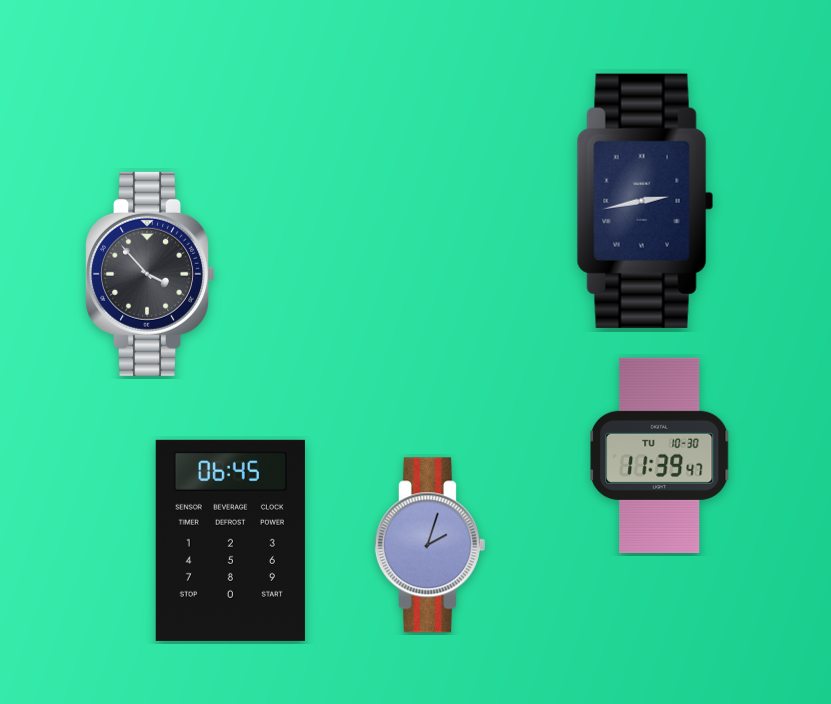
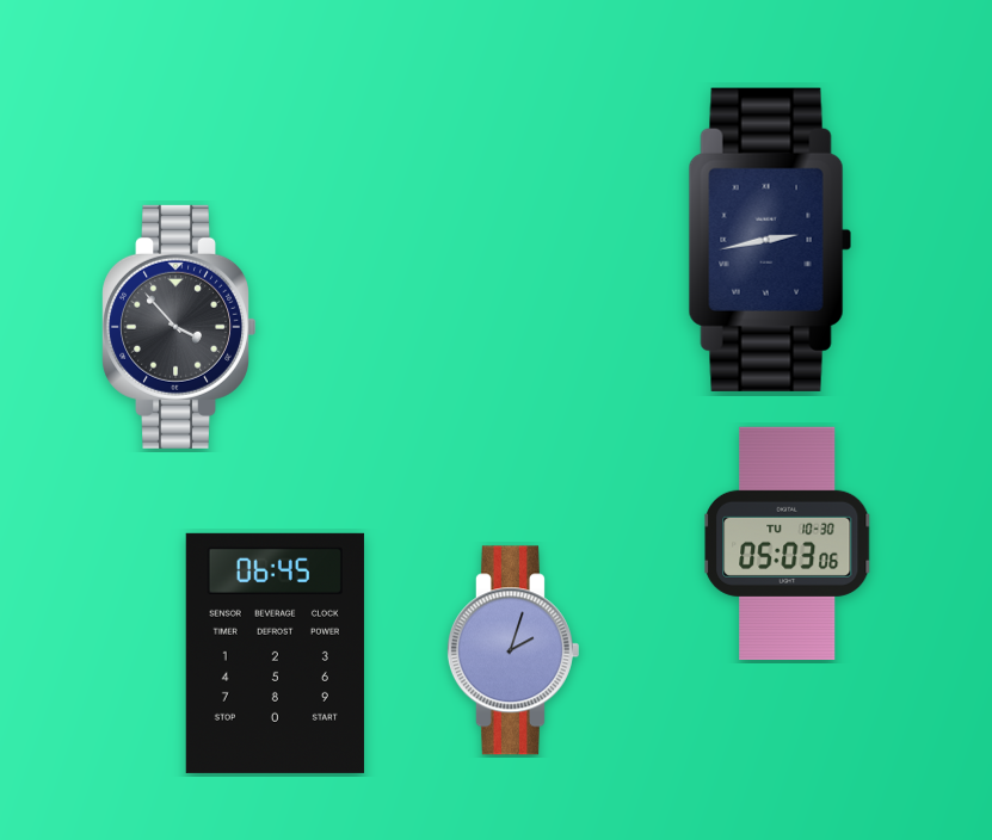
clock at (660, 455): 11:39 -> 05:03
clock at (230, 540) position: (230, 540) -> (275, 653)
